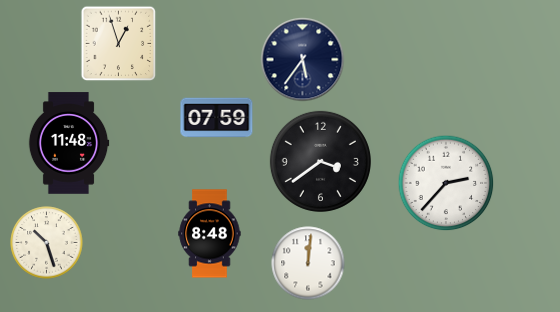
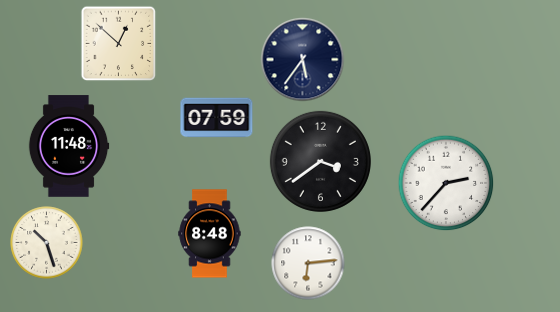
clock at (119, 44): 12:57 -> 12:52
clock at (69, 143) position: (69, 143) -> (69, 146)
clock at (308, 263): 12:01 -> 6:14
